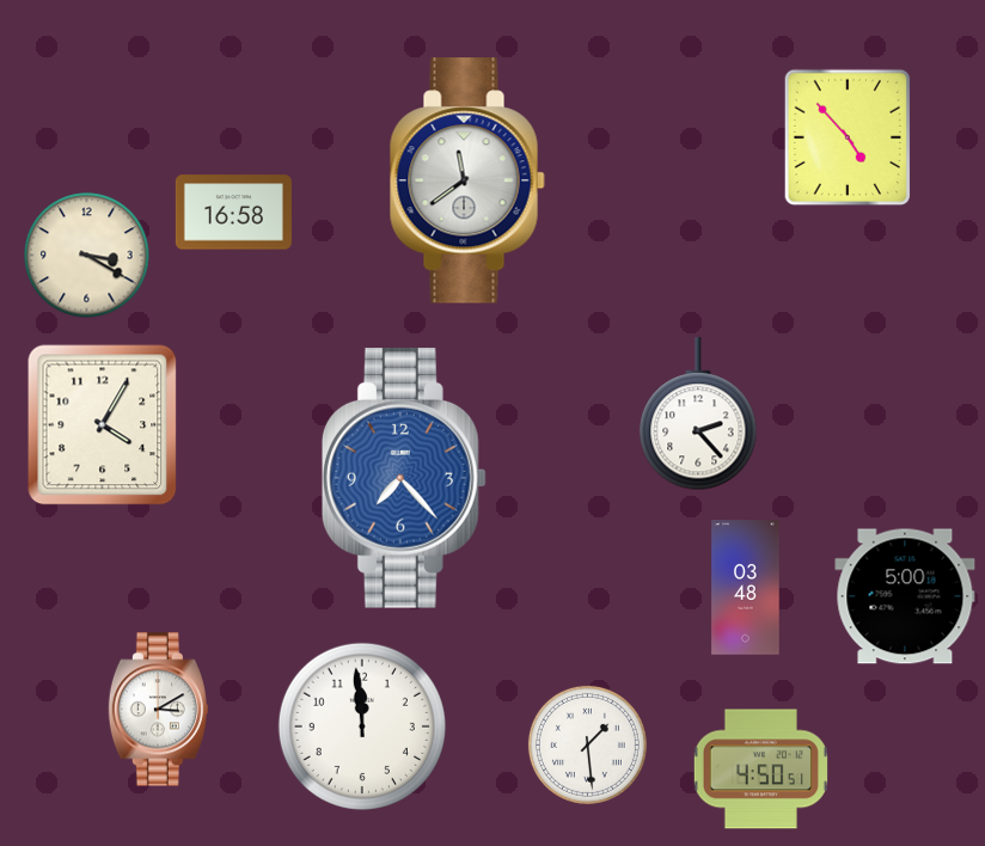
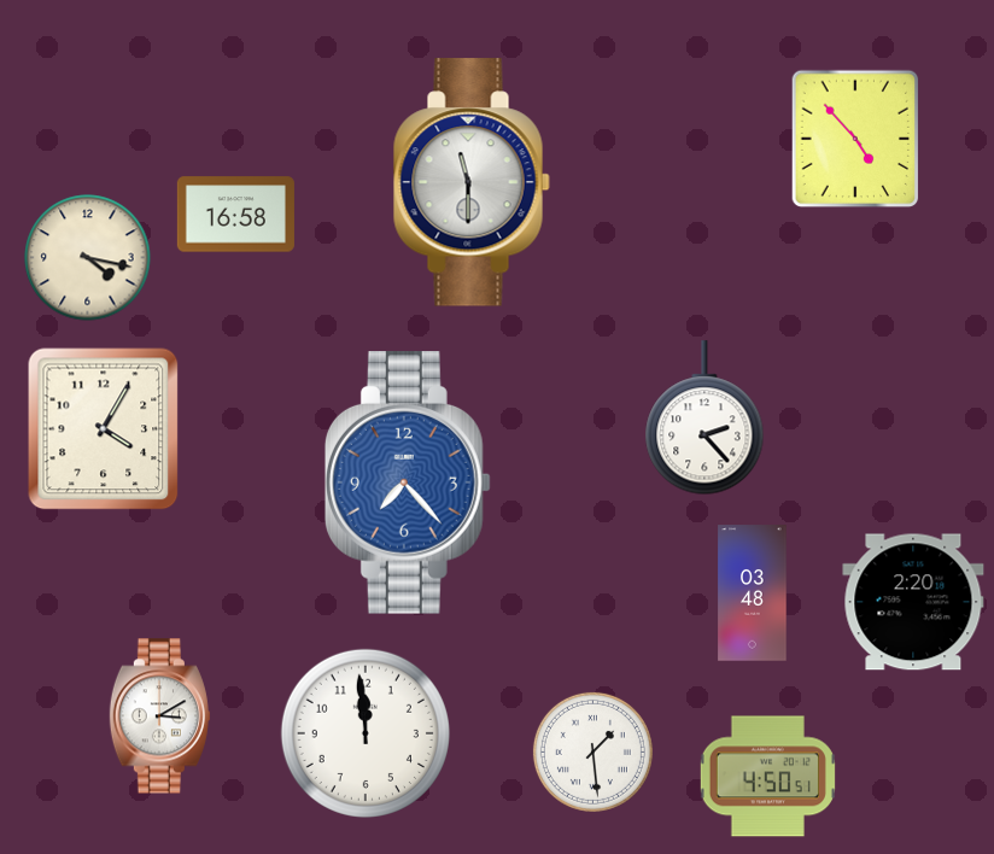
clock at (467, 180): 11:39 -> 11:30
clock at (87, 256): 3:20 -> 4:17
clock at (905, 596): 5:00 -> 2:20
